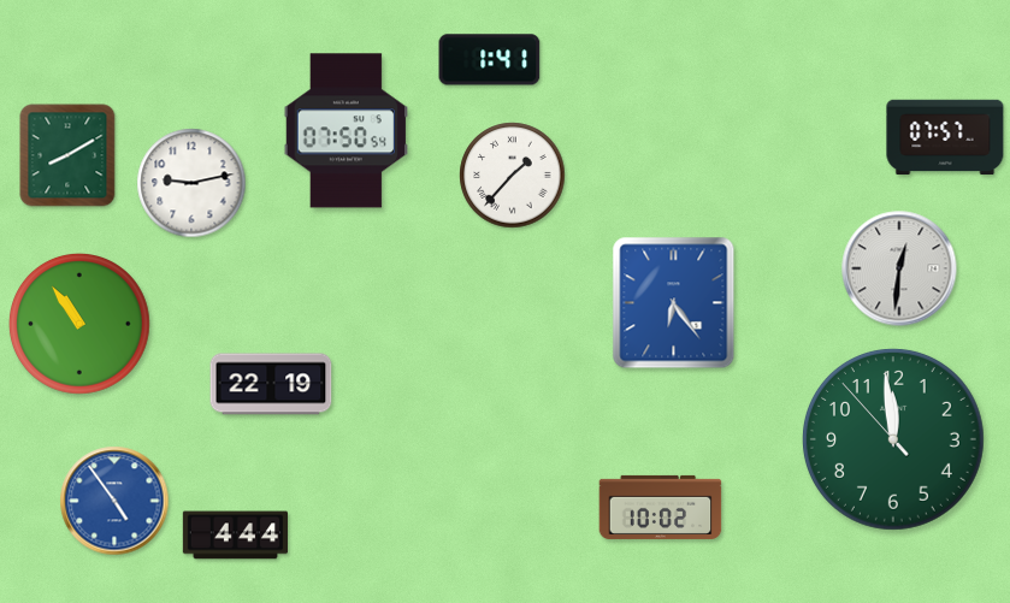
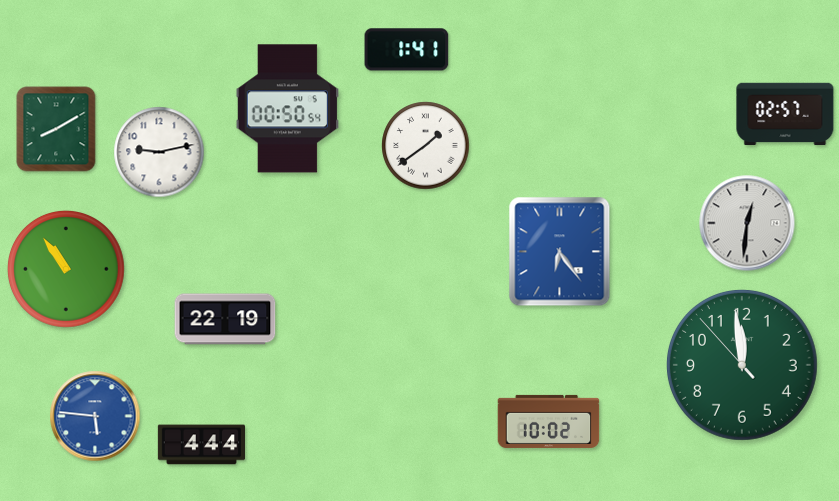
clock at (345, 131): 07:50 -> 00:50
clock at (945, 137): 07:57 -> 02:57
clock at (513, 176): 1:37 -> 1:39
clock at (114, 501): 4:54 -> 5:46
clock at (235, 536) position: (235, 536) -> (201, 445)
